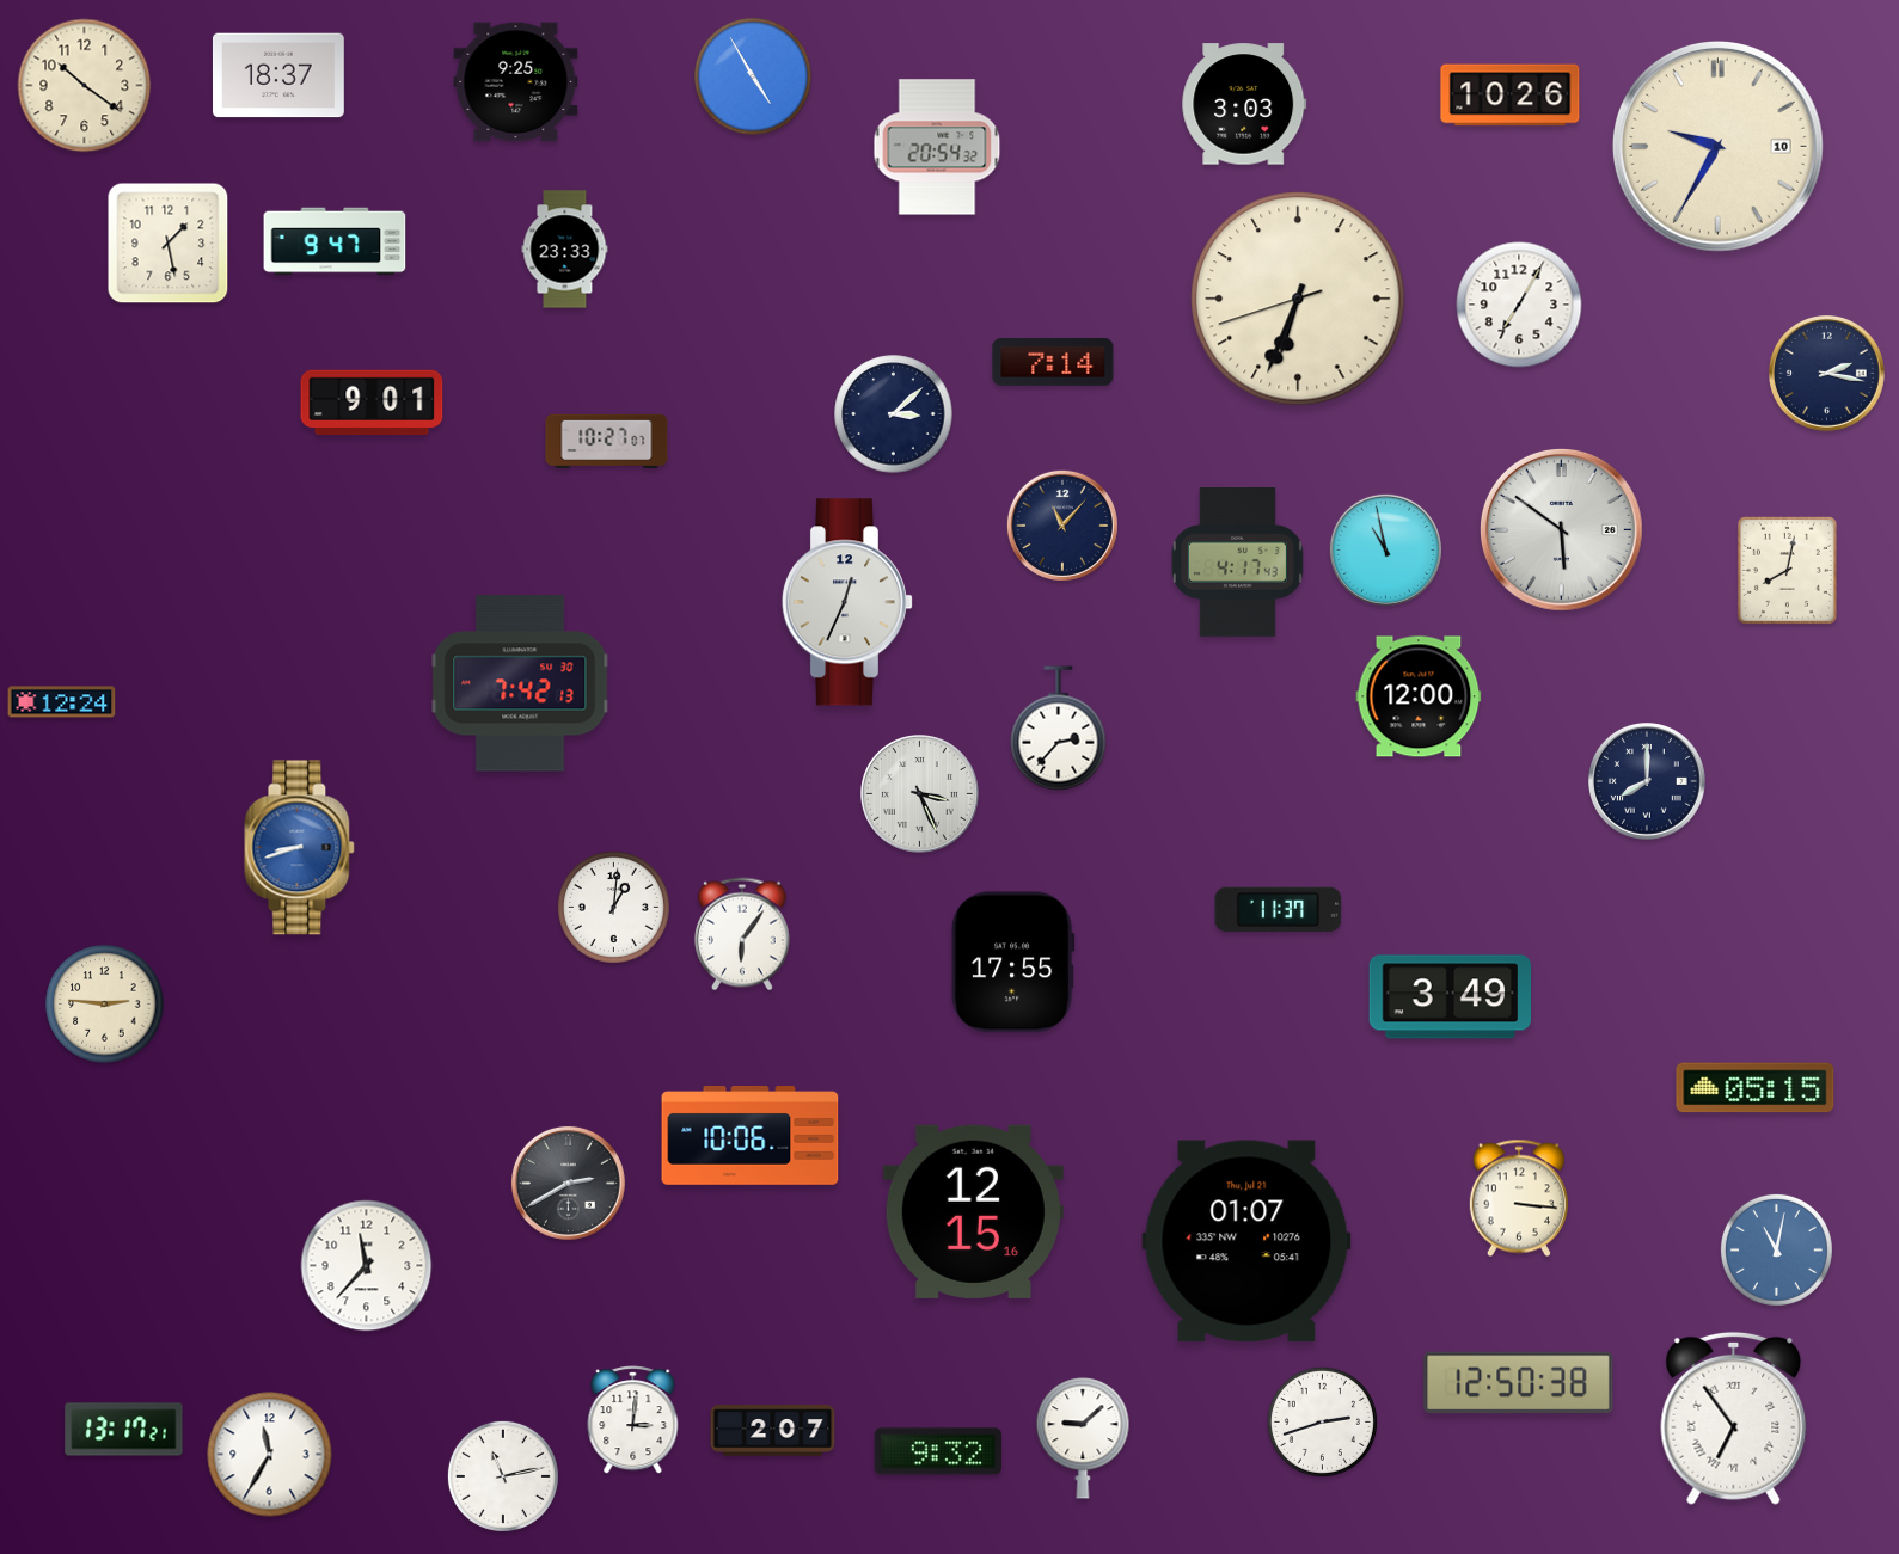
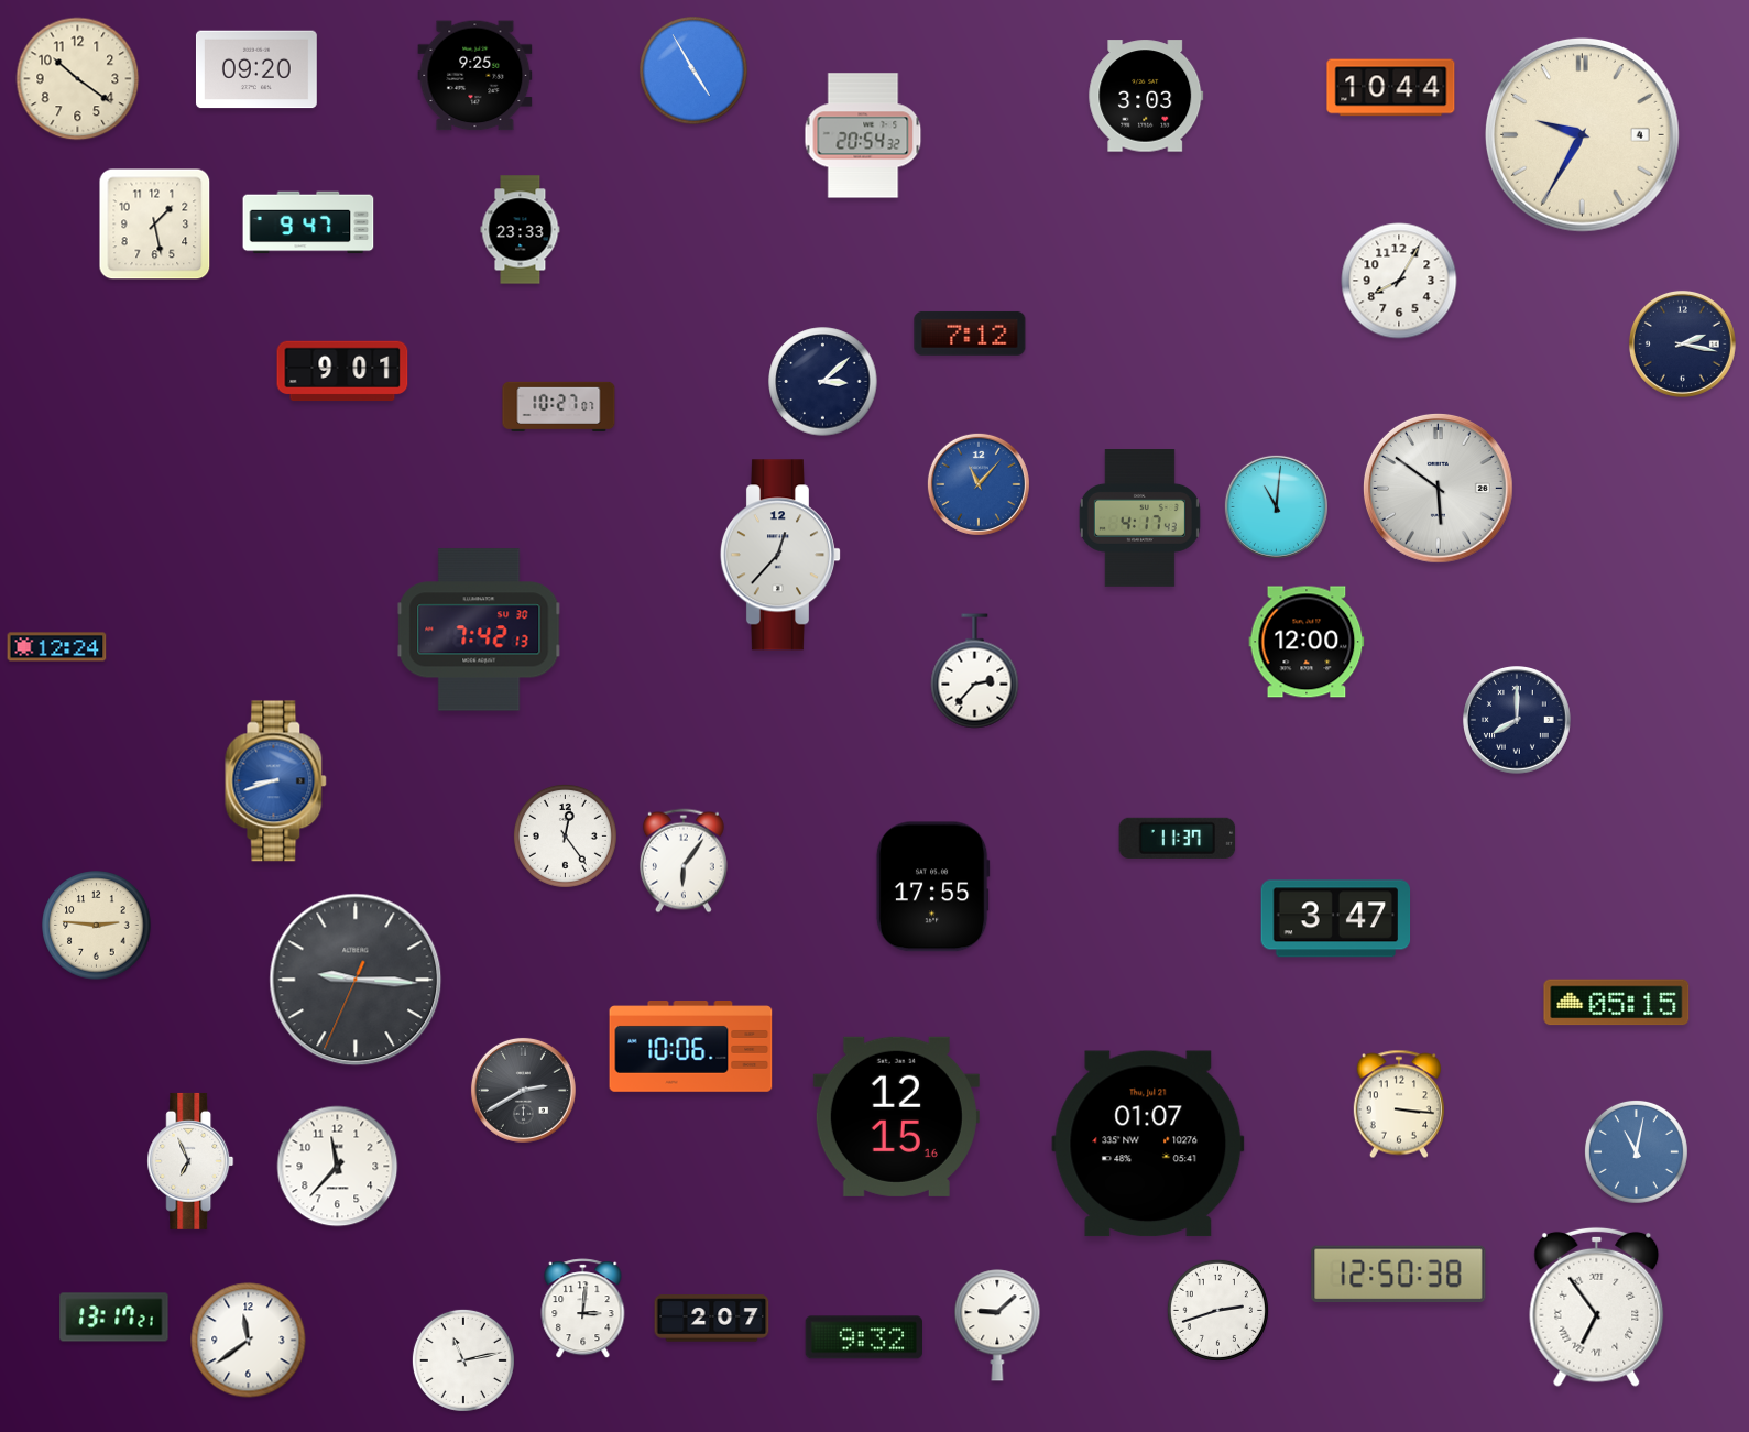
clock at (278, 75): 18:37 -> 09:20
clock at (1511, 96): 10:26 -> 10:44
clock at (1719, 147) date: 10 -> 4
clock at (1298, 299): 6:33 -> none
clock at (1519, 305): 7:05 -> 8:05
clock at (1053, 362): 7:14 -> 7:12
clock at (1062, 526) dial: navy -> blue
clock at (1385, 549): 10:58 -> 11:01
clock at (1787, 570): 8:02 -> none
clock at (846, 602): 12:34 -> 12:37
clock at (920, 794): 3:26 -> none
clock at (613, 907): 1:01 -> 12:24
clock at (1451, 997): 3:49 -> 3:47
clock at (356, 980): none -> 9:15
clock at (190, 1161): none -> 6:56
clock at (270, 1455): 11:35 -> 11:39
